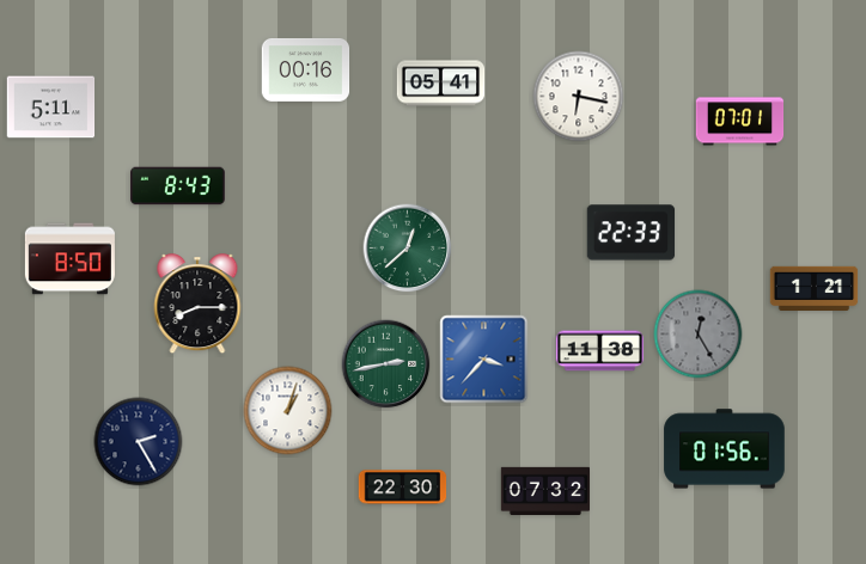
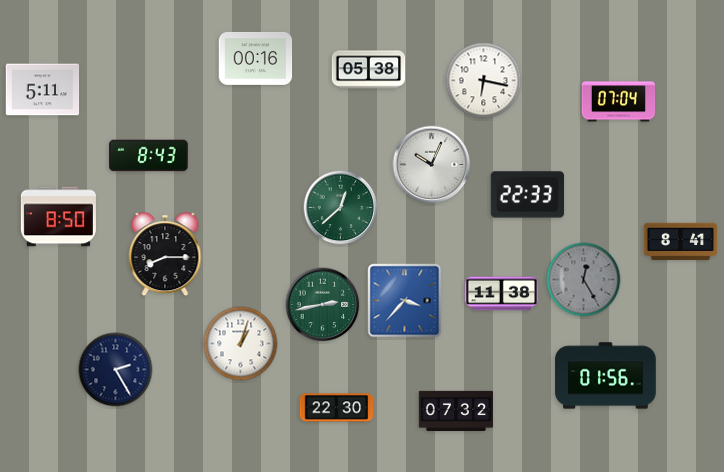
clock at (441, 84): 05:41 -> 05:38
clock at (740, 122): 07:01 -> 07:04
clock at (432, 165): none -> 10:04
clock at (815, 289): 1:21 -> 8:41
